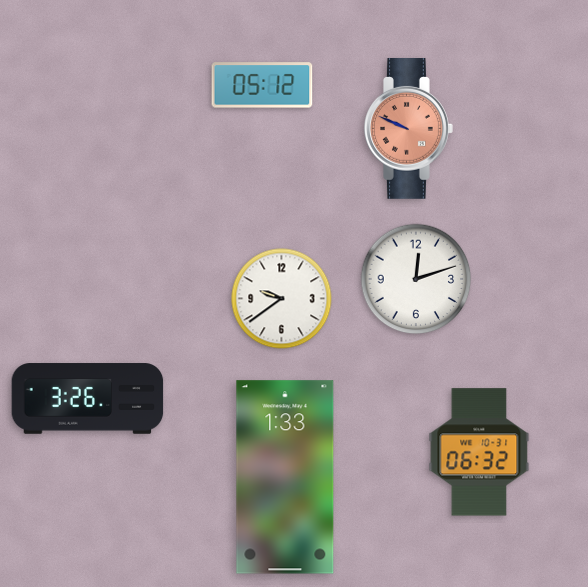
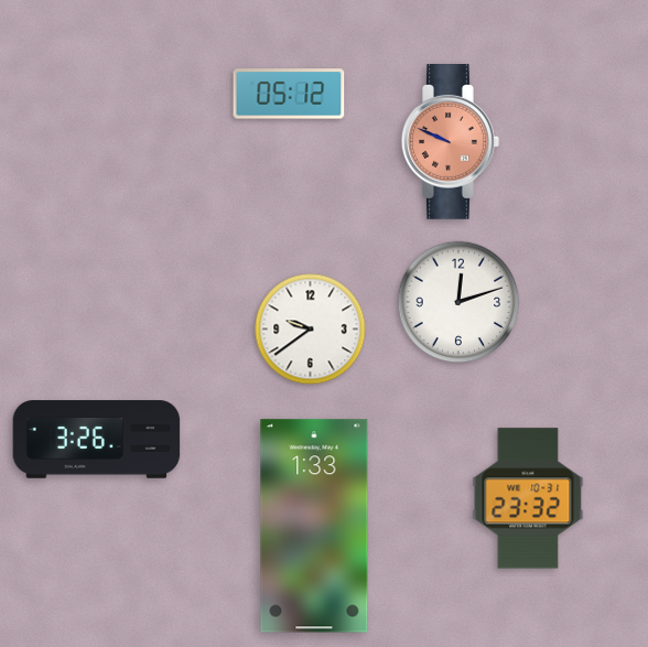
clock at (416, 279) position: (416, 279) -> (458, 302)
clock at (479, 452): 06:32 -> 23:32
